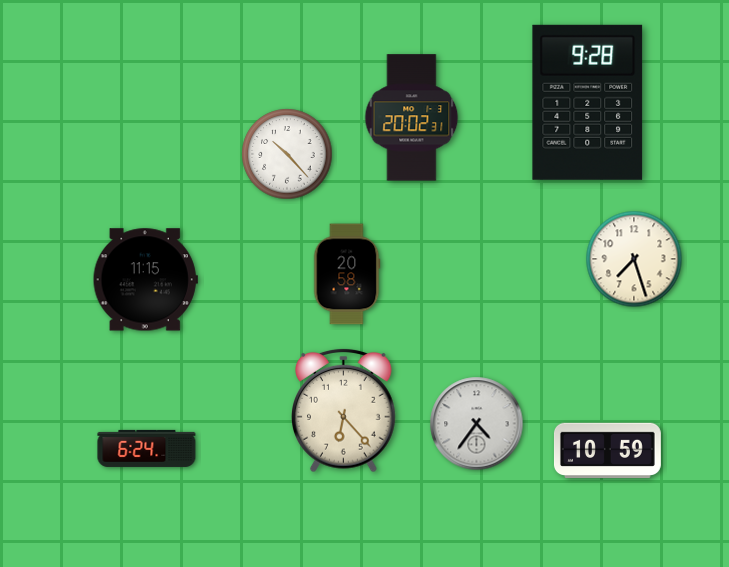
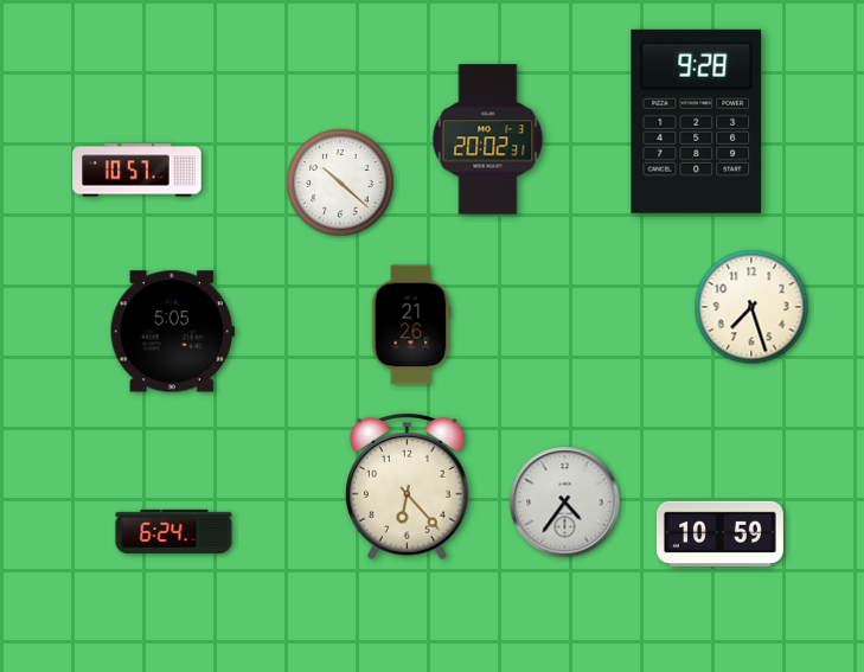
clock at (137, 171): none -> 10:57
clock at (287, 154): 10:23 -> 10:22
clock at (347, 274): 20:58 -> 21:26
clock at (145, 280): 11:15 -> 5:05
